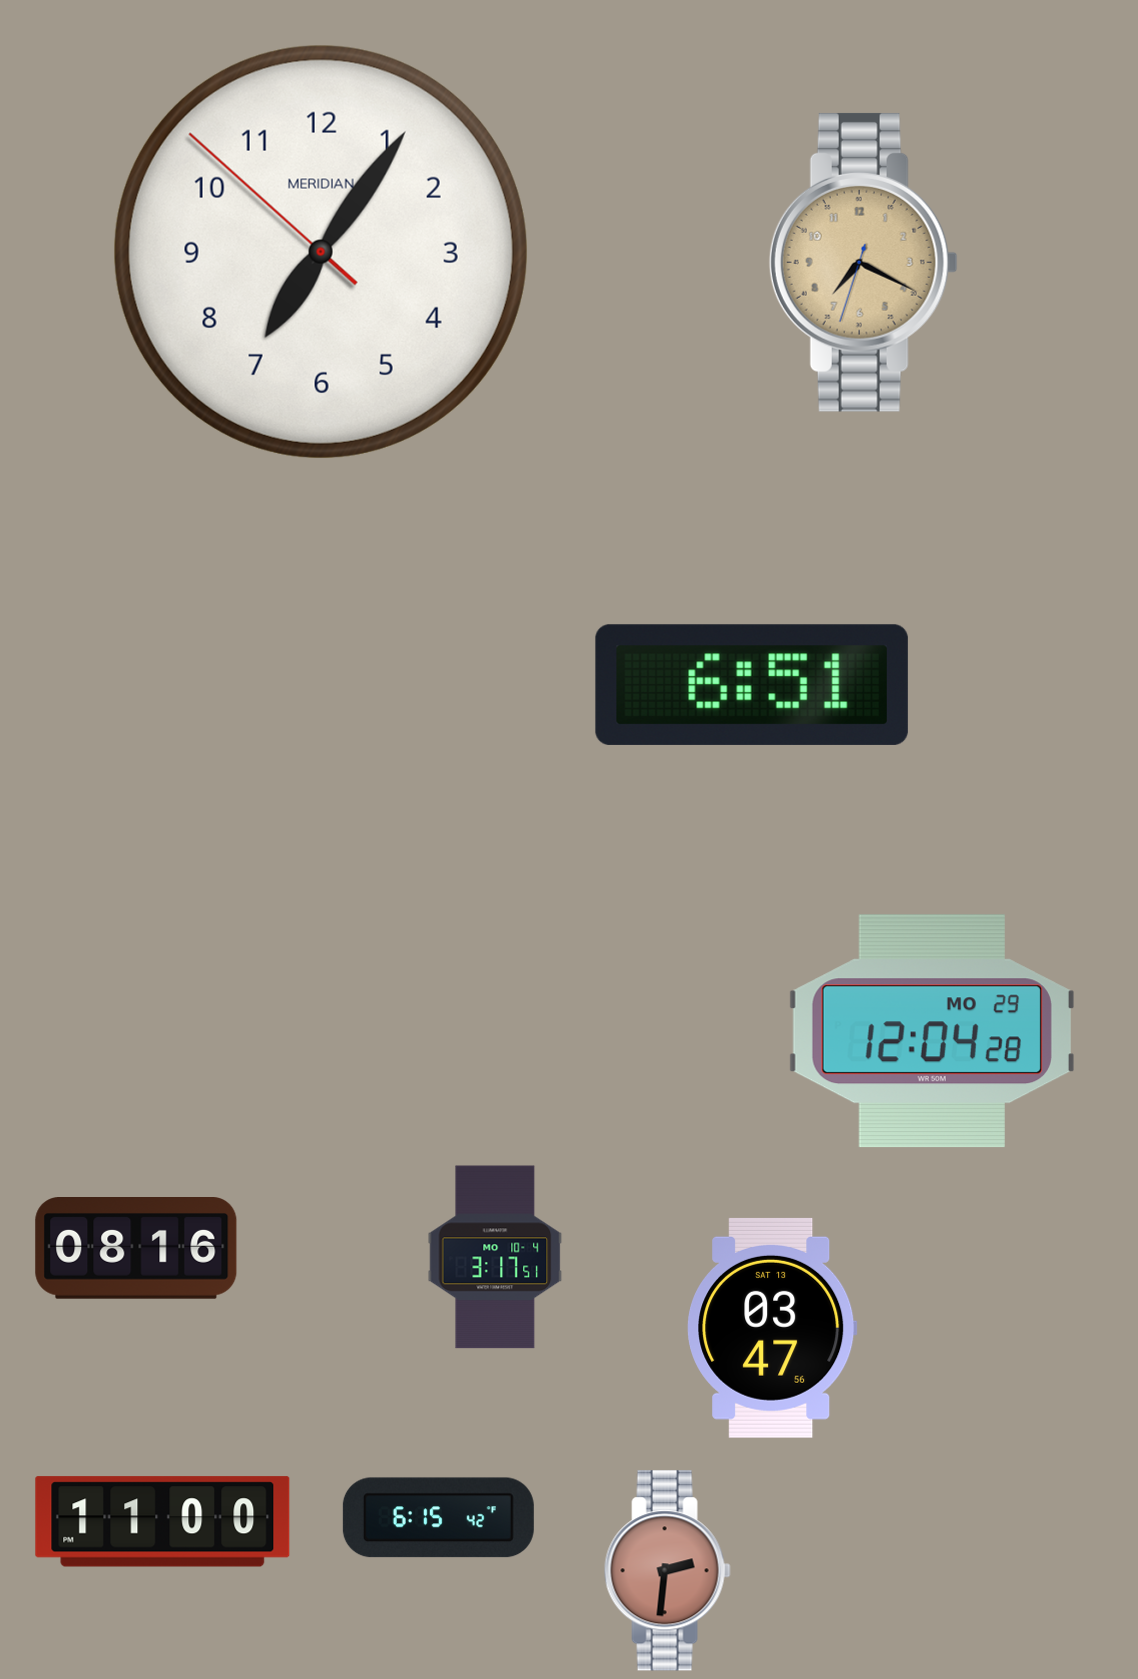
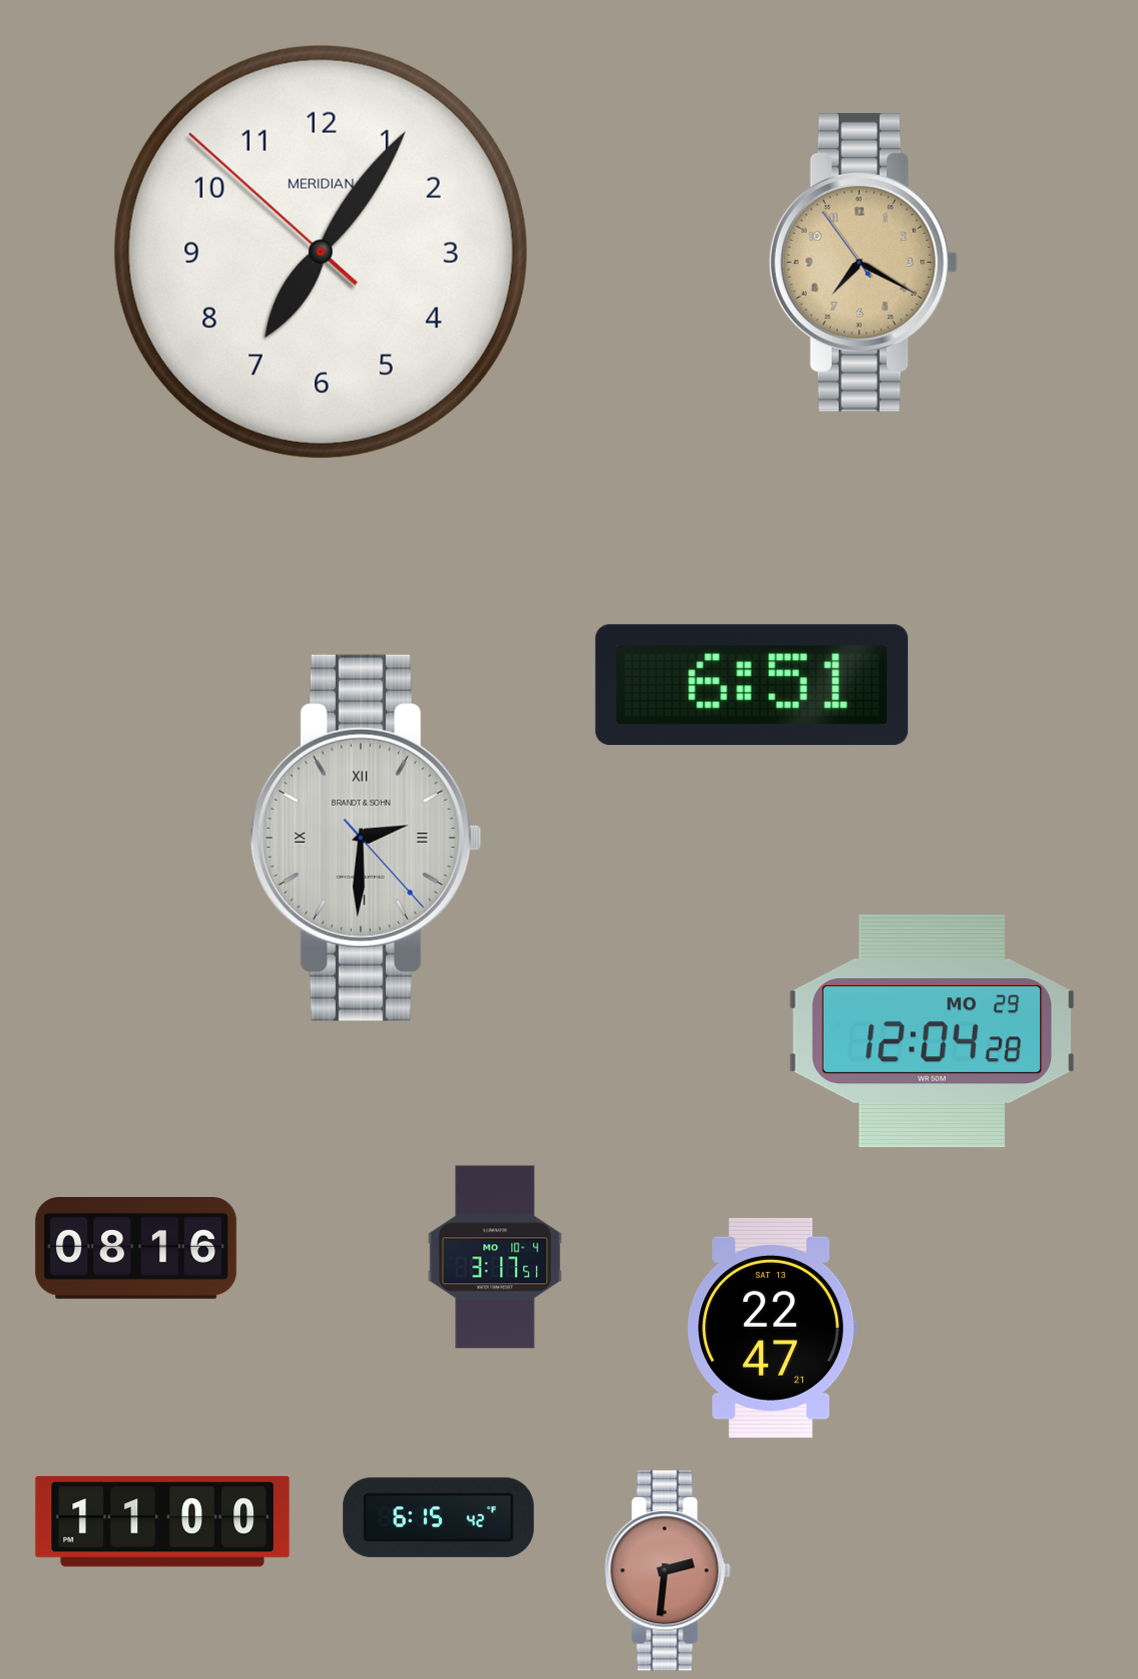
clock at (863, 262): 7:19:33 -> 7:19:54
clock at (366, 838): none -> 2:30
clock at (772, 1328): 03:47 -> 22:47
